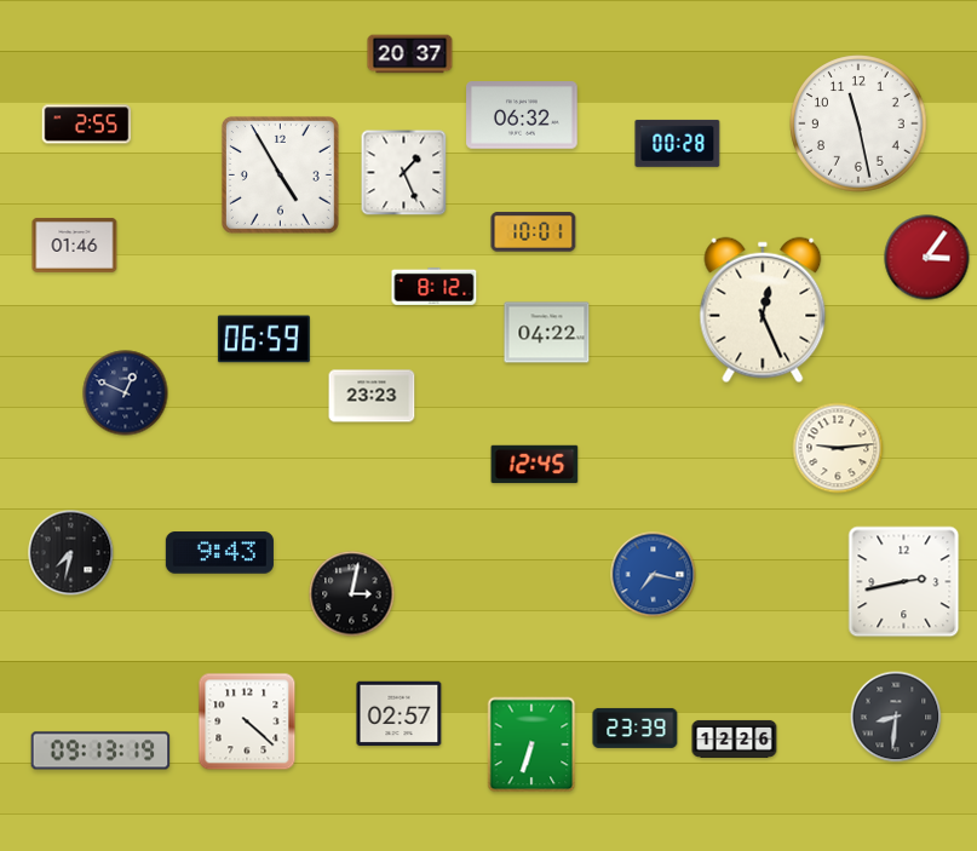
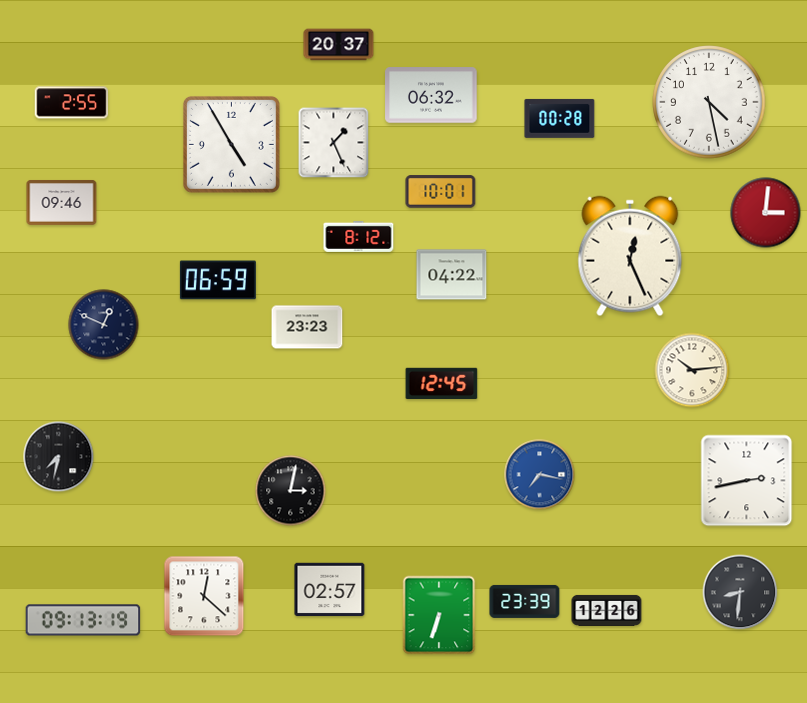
clock at (858, 123): 11:28 -> 4:28
clock at (75, 245): 01:46 -> 09:46
clock at (927, 258): 3:06 -> 3:01
clock at (838, 448): 9:14 -> 10:14
clock at (219, 553): 9:43 -> none
clock at (247, 721): 4:22 -> 12:22
